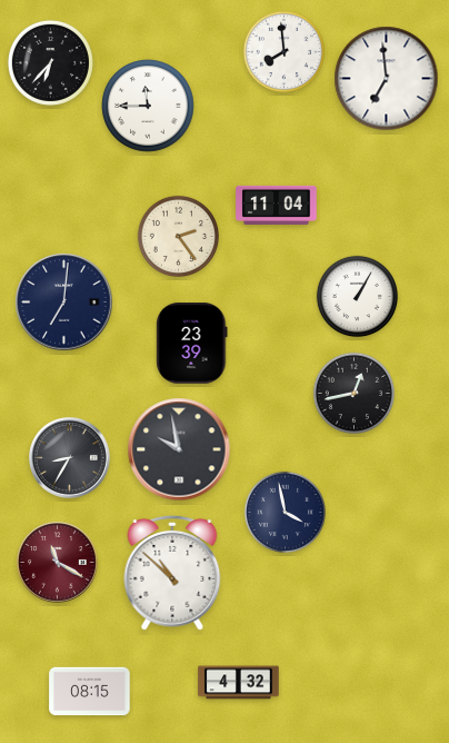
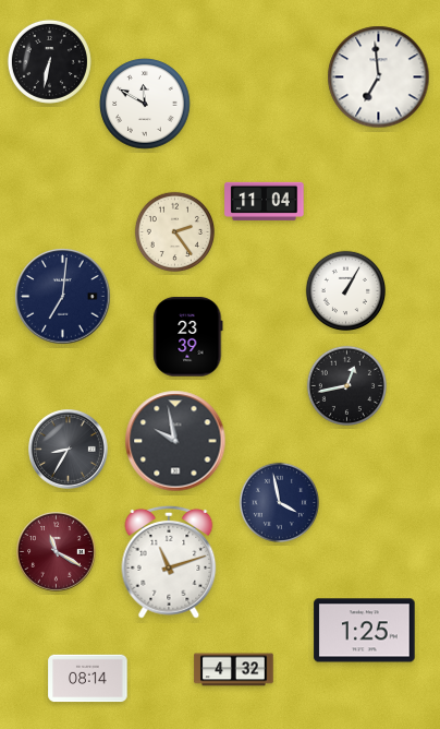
clock at (283, 51): 7:59 -> none
clock at (50, 62): 6:37 -> 6:32
clock at (148, 106): 11:45 -> 11:50
clock at (277, 205) position: (277, 205) -> (265, 201)
clock at (357, 296) position: (357, 296) -> (345, 290)
clock at (172, 573): 10:52 -> 11:12
clock at (365, 631): none -> 1:25
clock at (90, 692): 08:15 -> 08:14
